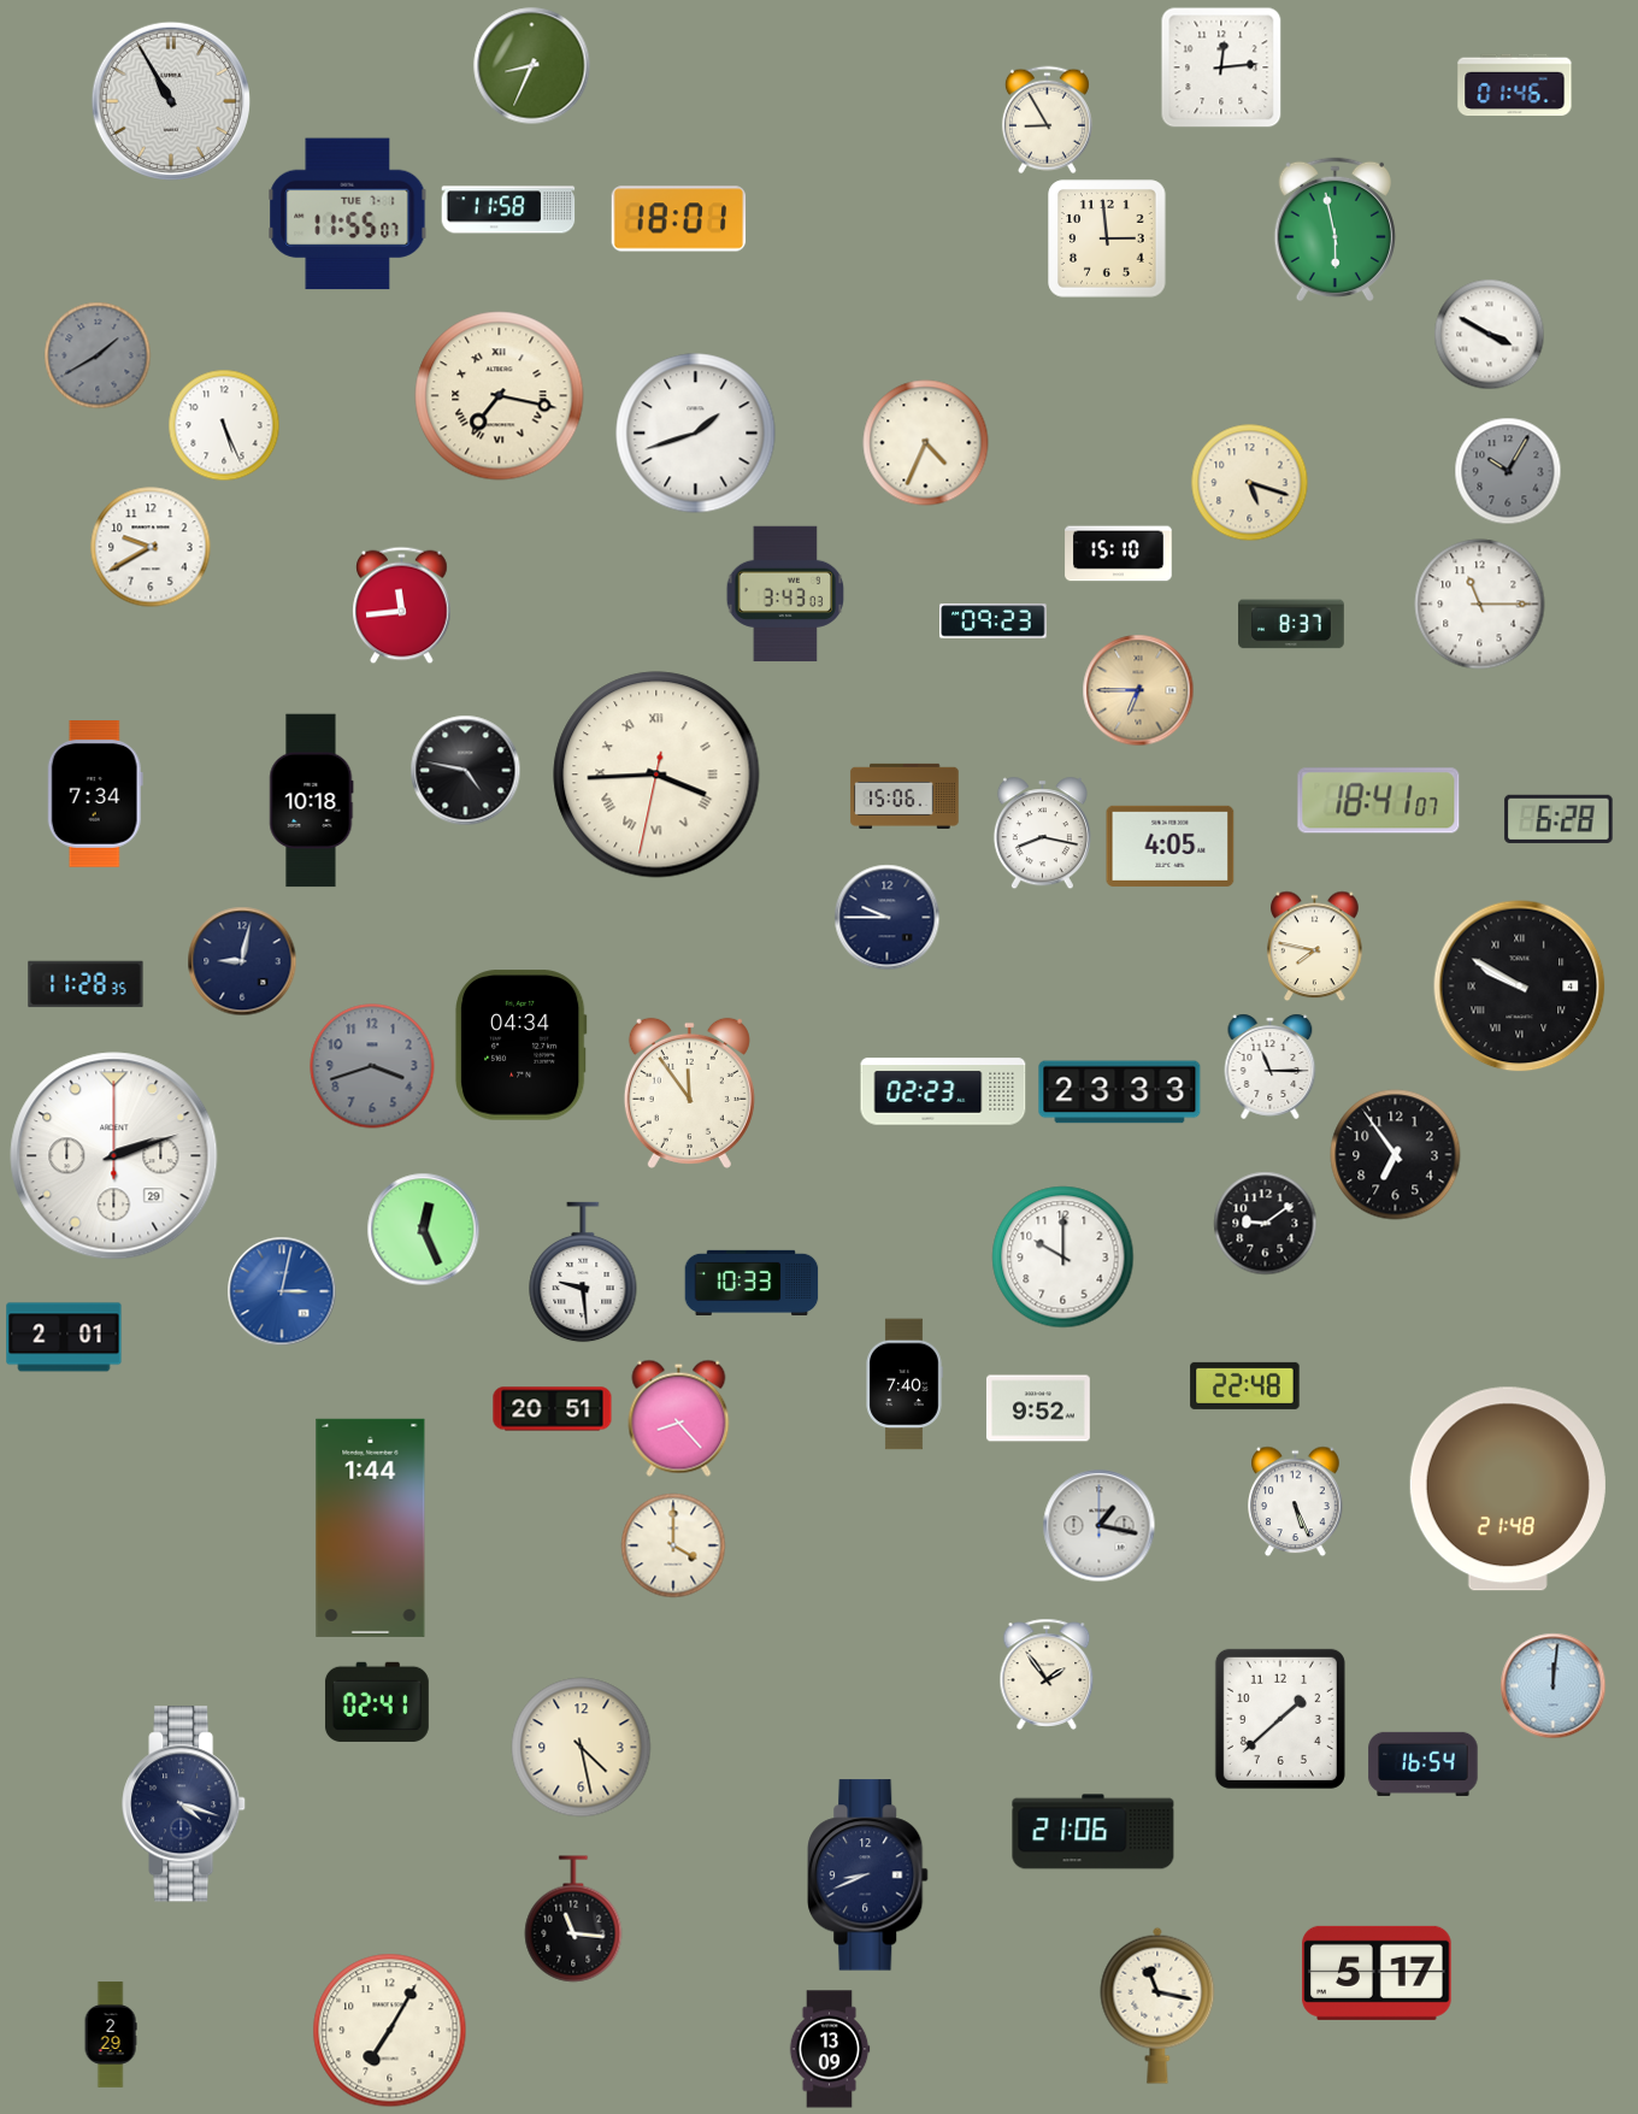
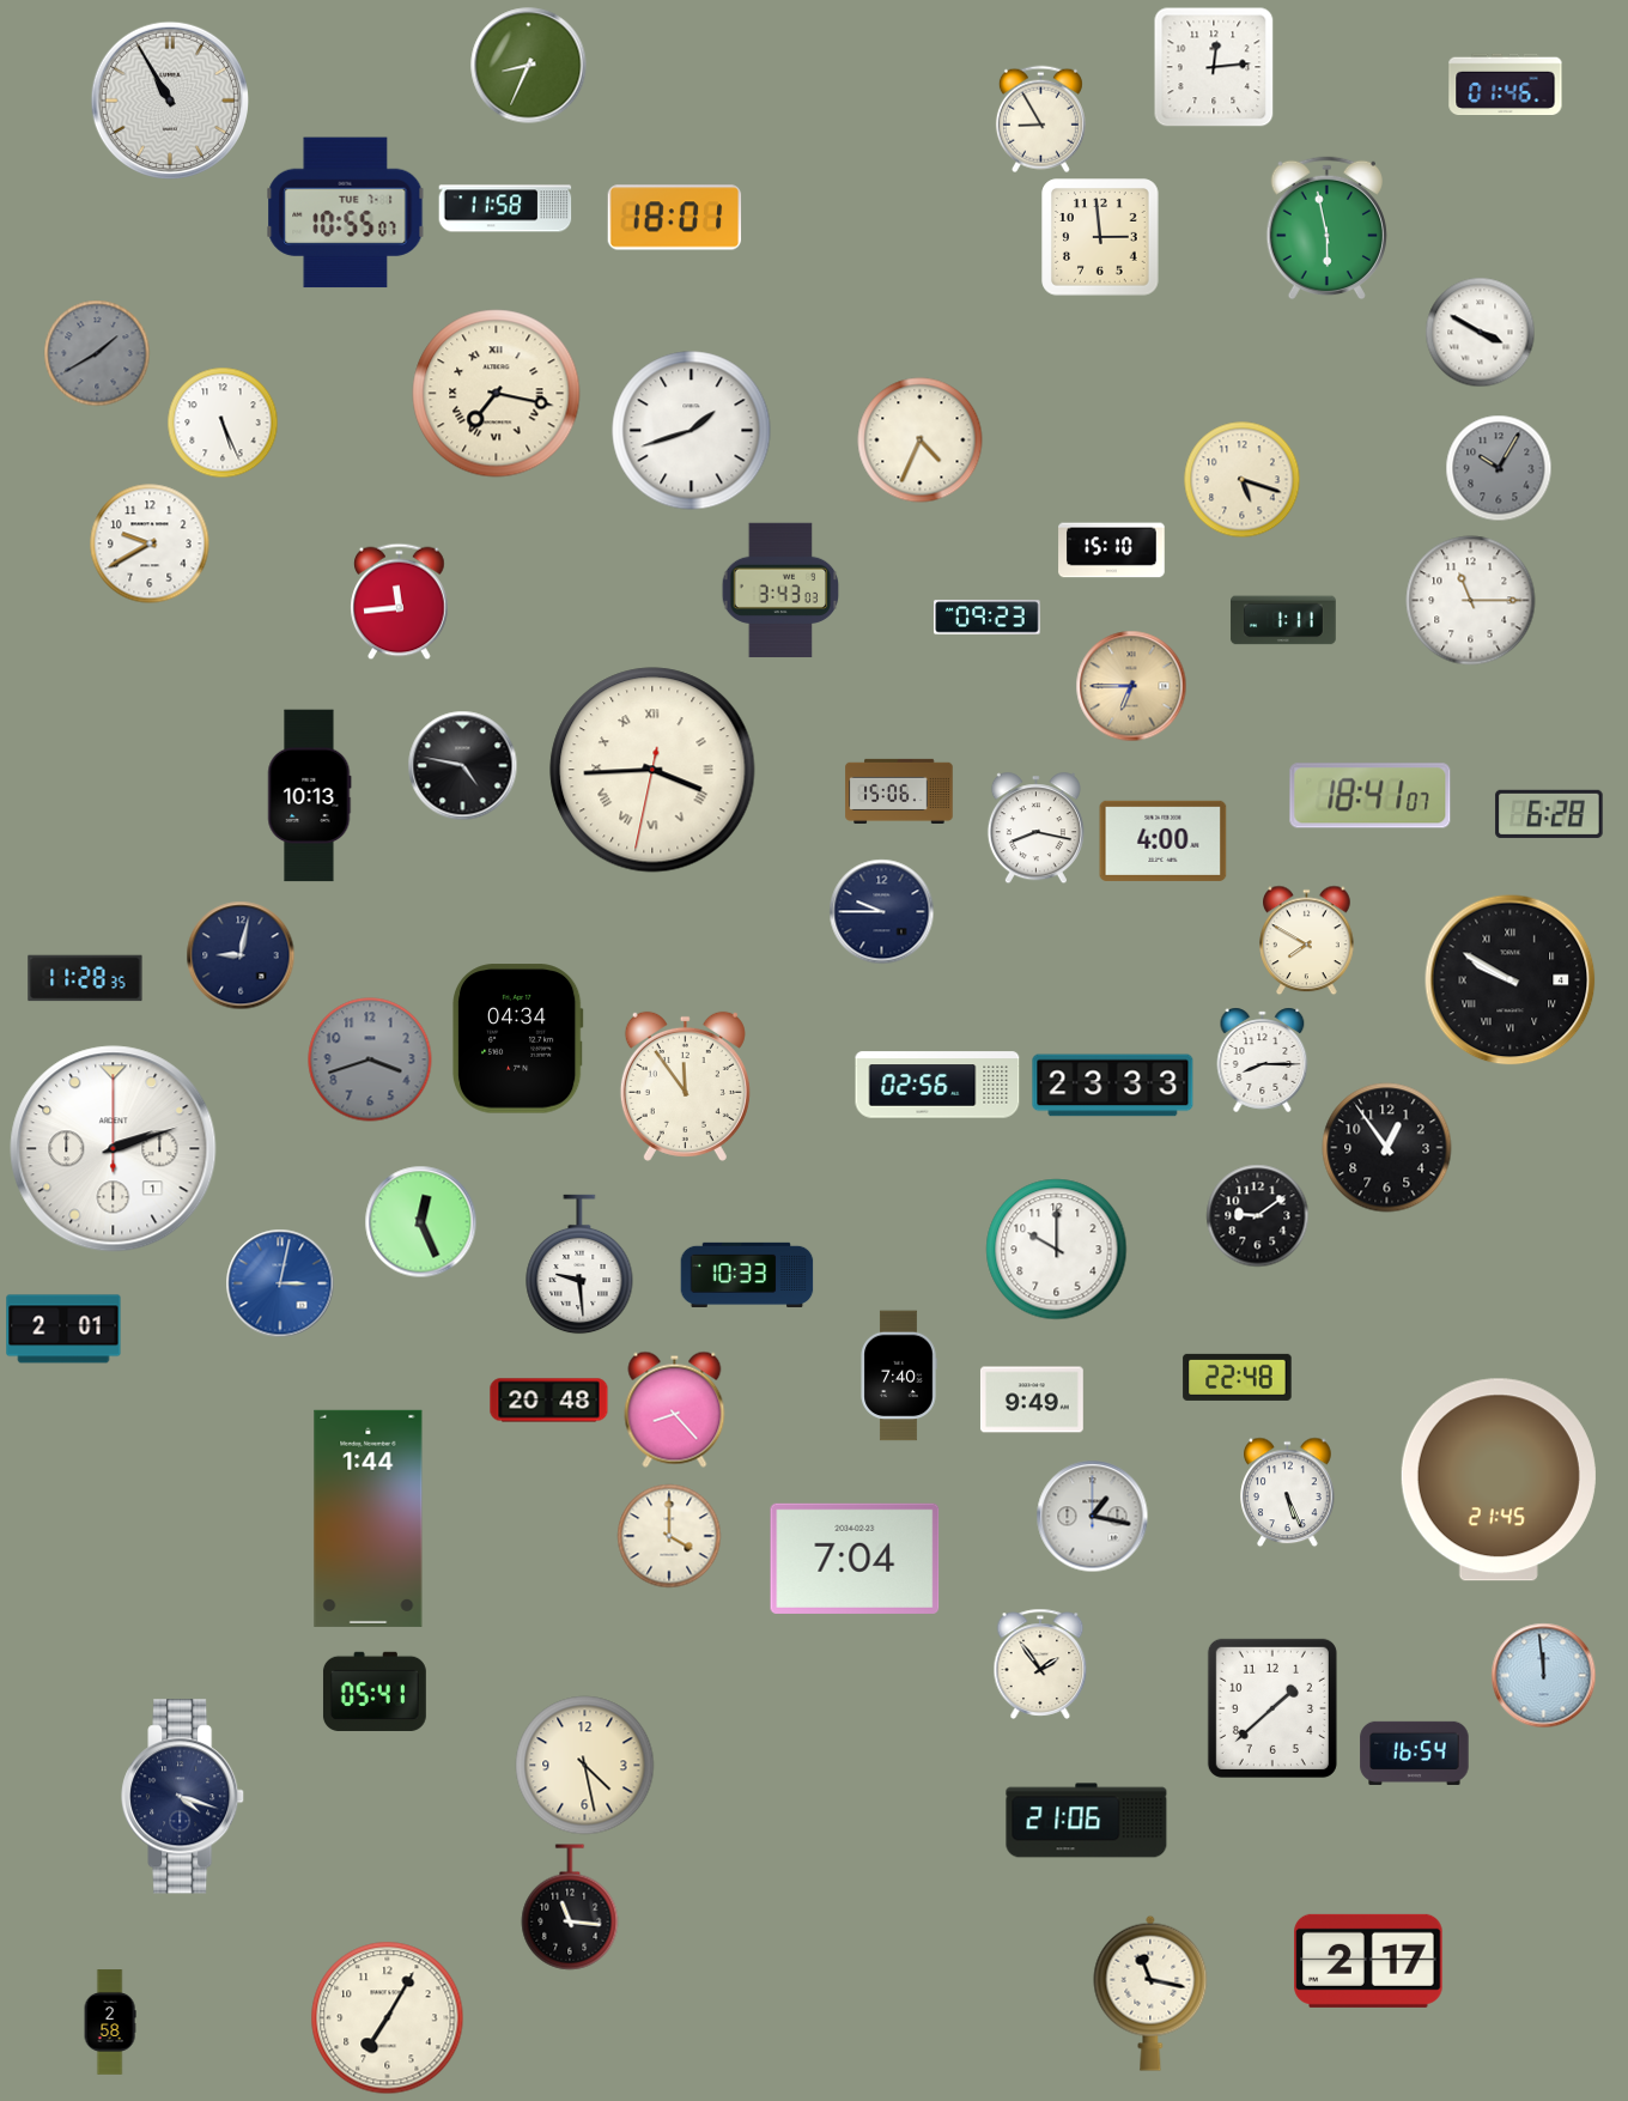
clock at (348, 214): 11:55 -> 10:55
clock at (1291, 624): 8:37 -> 1:11
clock at (95, 795): 7:34 -> none
clock at (312, 801): 10:18 -> 10:13
clock at (1171, 846): 4:05 -> 4:00
clock at (1315, 947): 7:47 -> 7:50
clock at (1271, 1066): 11:15 -> 8:15
clock at (943, 1091): 02:23 -> 02:56
clock at (1396, 1155): 6:54 -> 12:54
clock at (114, 1156) date: 29 -> 1
clock at (1038, 1408): 9:52 -> 9:49
clock at (553, 1409): 20:51 -> 20:48
clock at (1508, 1489): 21:48 -> 21:45
clock at (855, 1559): none -> 7:04
clock at (1554, 1686): 12:01 -> 11:59
clock at (377, 1702): 02:41 -> 05:41
clock at (582, 1748) position: (582, 1748) -> (585, 1766)
clock at (184, 1804) position: (184, 1804) -> (183, 1797)
clock at (868, 1875): 8:41 -> none
clock at (1377, 1973): 5:17 -> 2:17
clock at (111, 2034): 2:29 -> 2:58
clock at (830, 2049): 13:09 -> none
